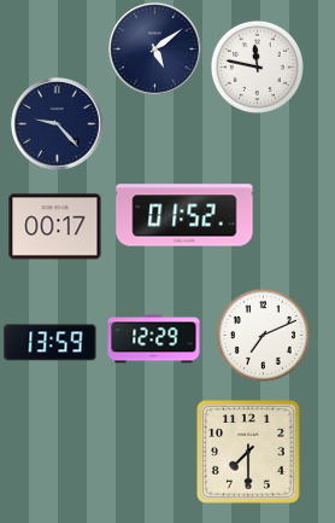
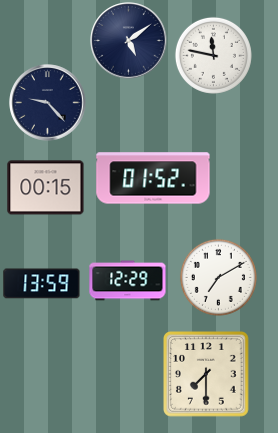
clock at (55, 227): 00:17 -> 00:15
clock at (263, 335): 7:11 -> 7:10
